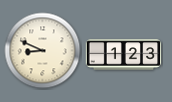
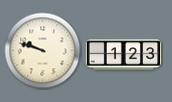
clock at (43, 51): 8:49 -> 9:48
